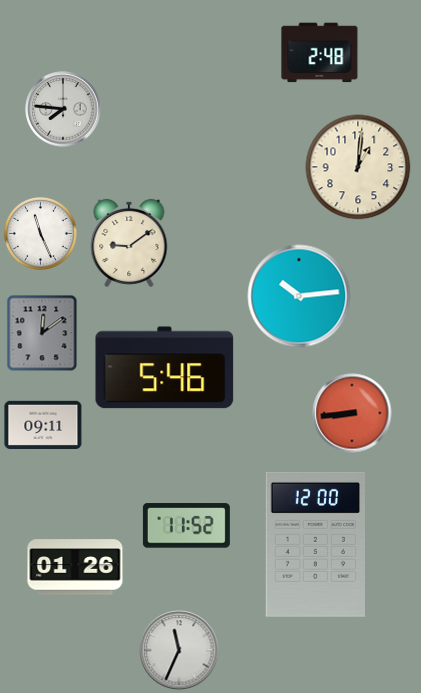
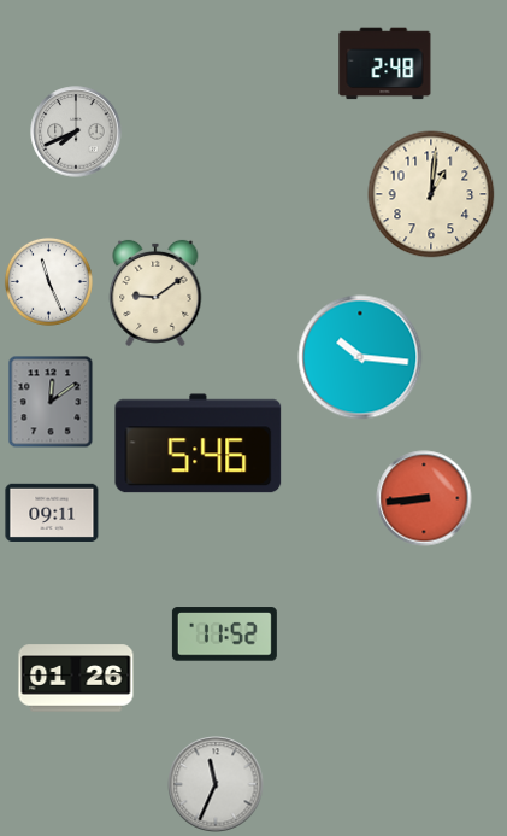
clock at (63, 109): 7:46 -> 7:41
clock at (358, 167) position: (358, 167) -> (431, 194)
clock at (299, 296): 10:14 -> 10:16
clock at (316, 544): 12:00 -> none
clock at (75, 567) position: (75, 567) -> (76, 678)
